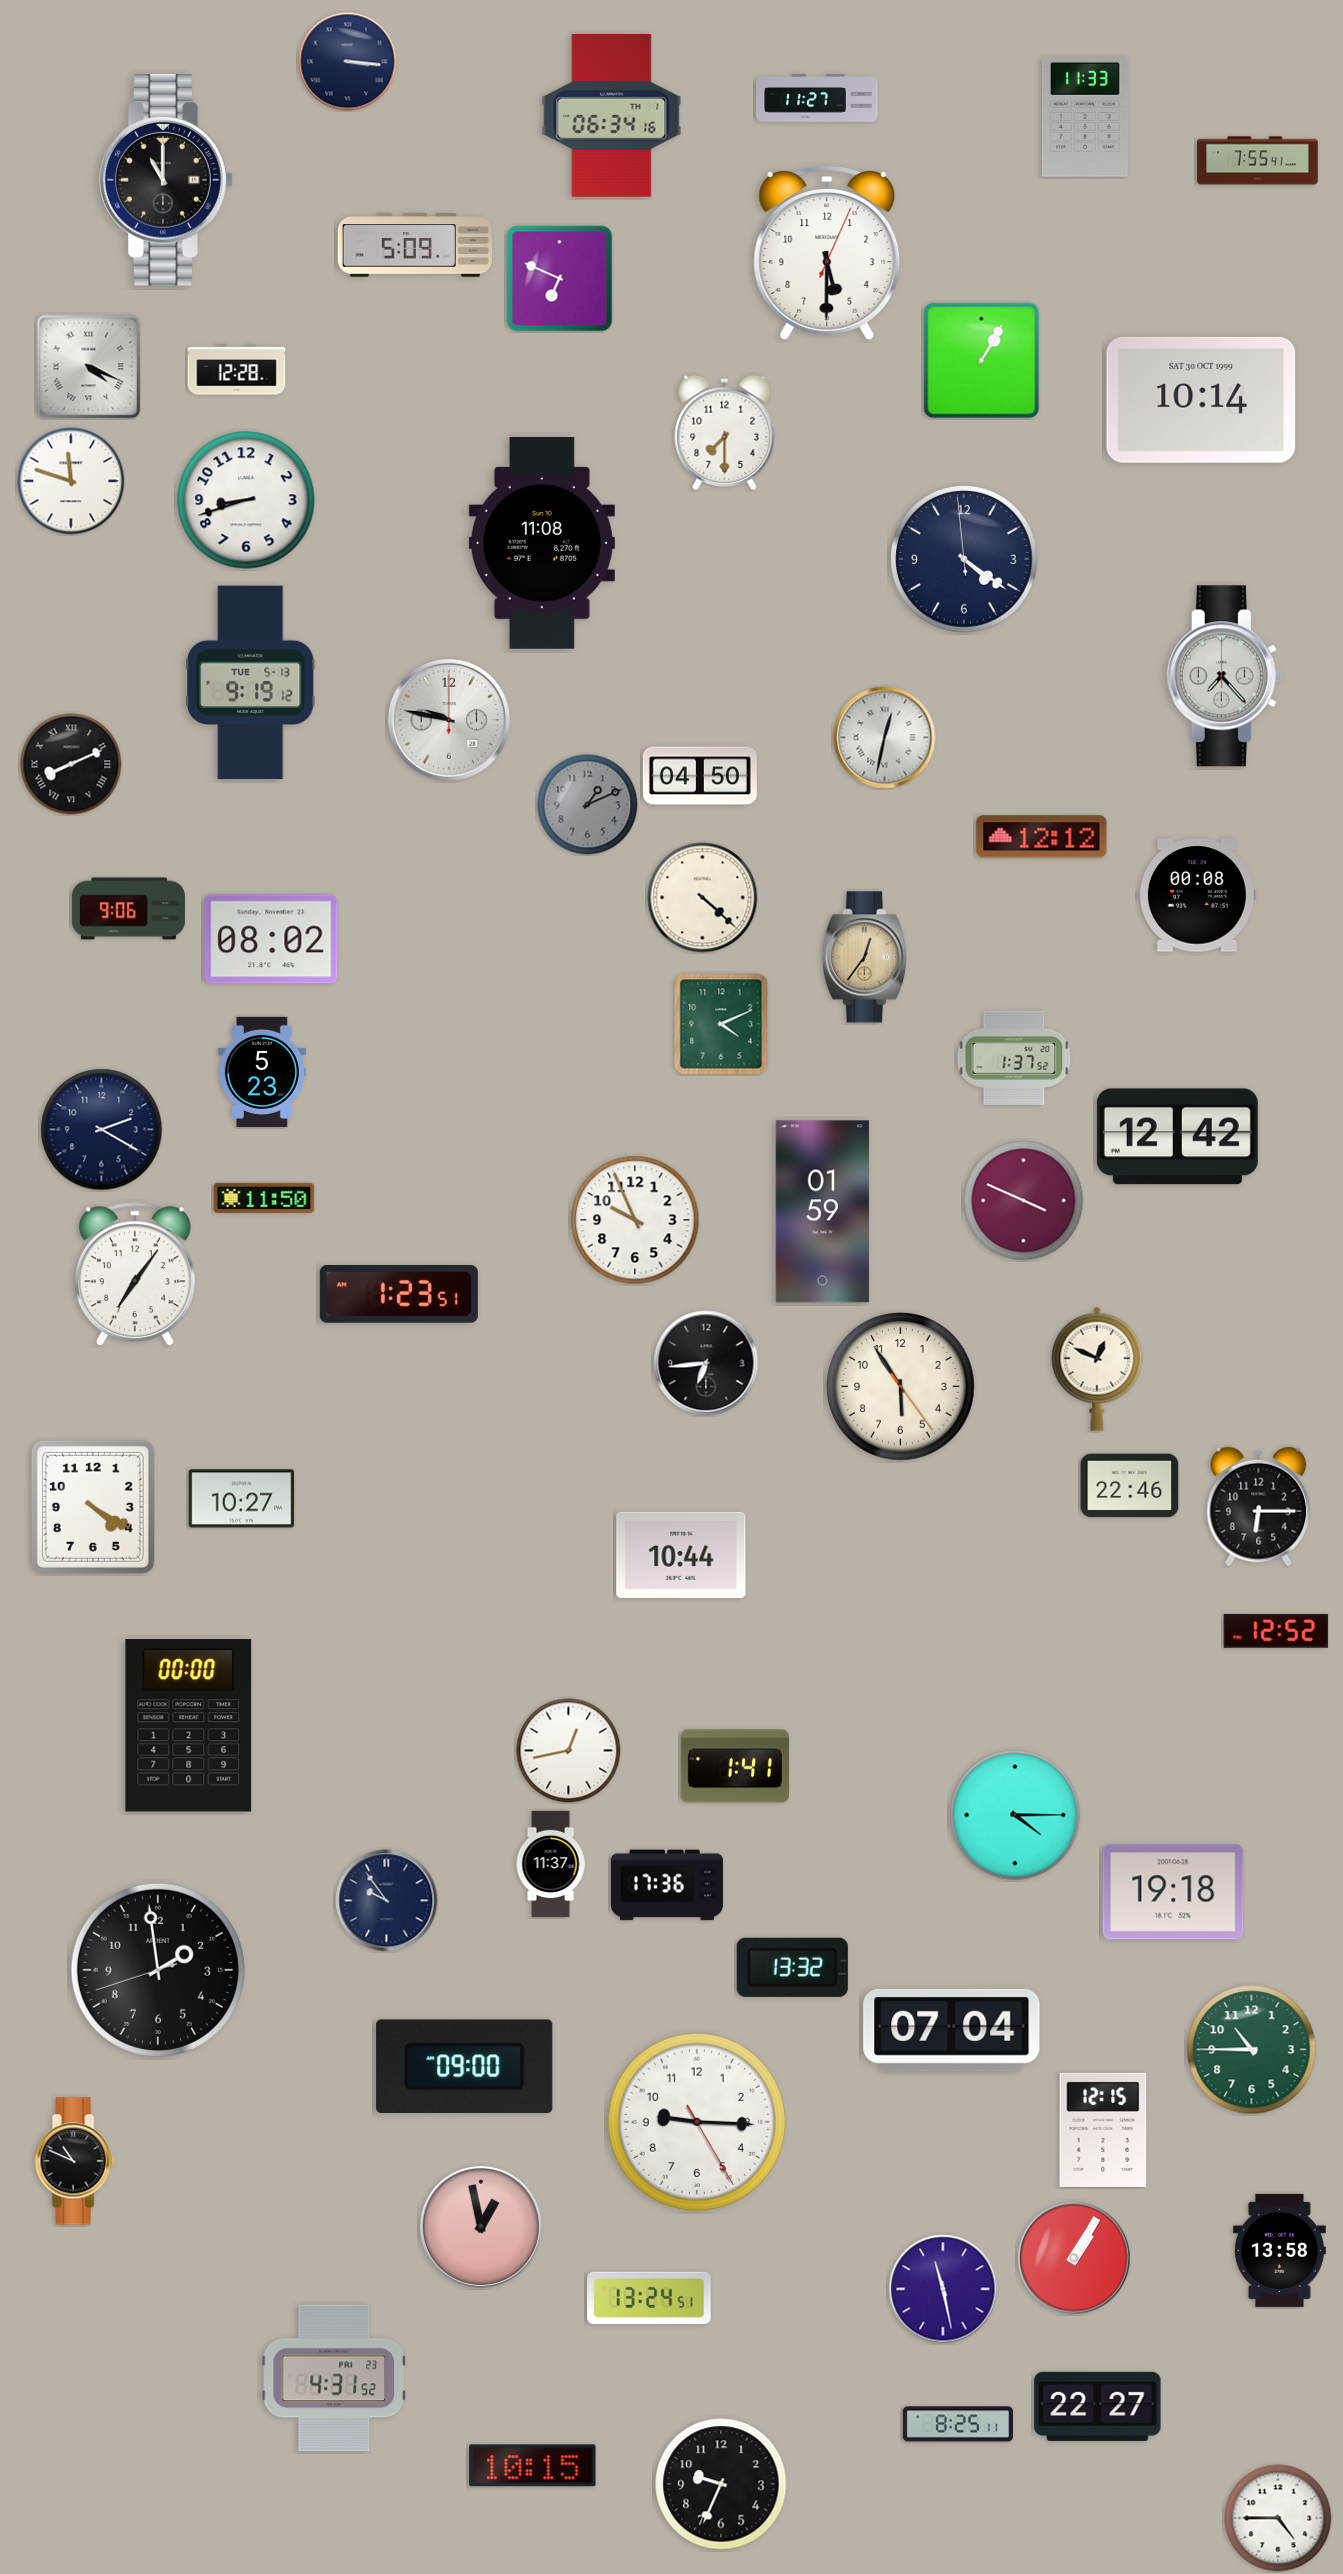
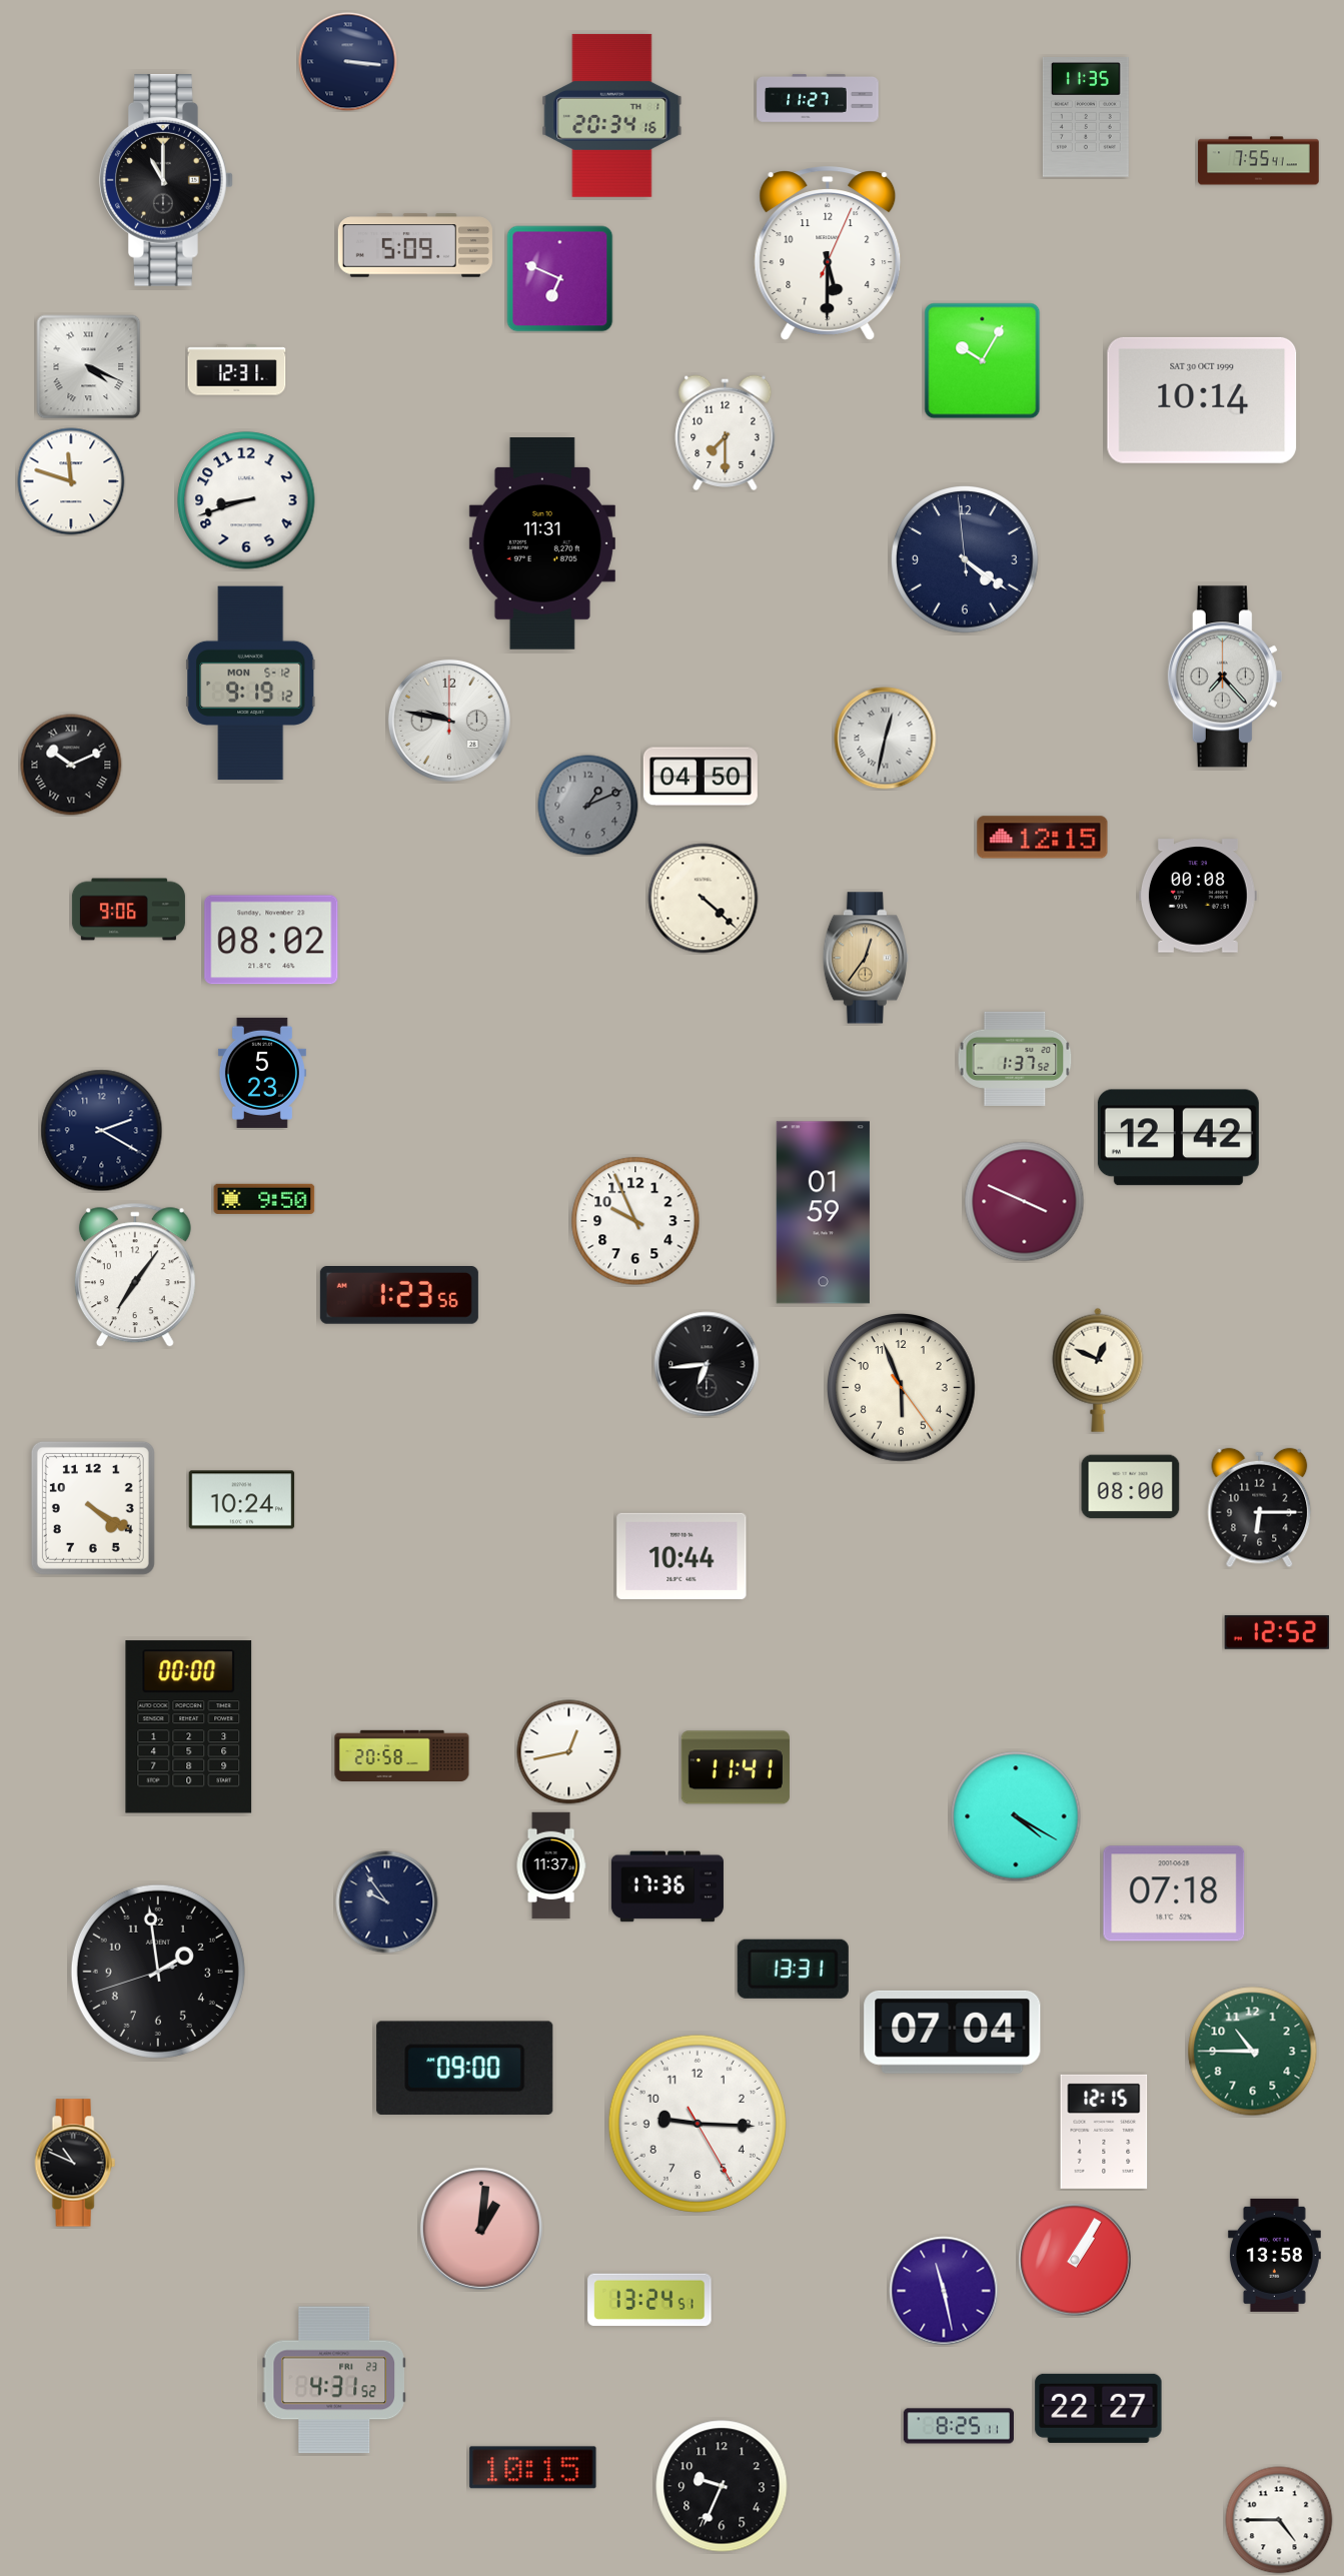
clock at (612, 115): 06:34 -> 20:34
clock at (1085, 118): 11:33 -> 11:35
clock at (982, 361): 1:05 -> 10:05
clock at (237, 370): 12:28 -> 12:31
clock at (542, 543): 11:08 -> 11:31
clock at (251, 683) date: TUE 5-13 -> MON 5-12
clock at (71, 764): 8:11 -> 10:11
clock at (1042, 837): 12:12 -> 12:15
clock at (721, 1024): 4:11 -> none
clock at (264, 1198): 11:50 -> 9:50
clock at (399, 1295): 1:23:51 -> 1:23:56
clock at (901, 1387): 5:54 -> 5:56
clock at (1130, 1486): 22:46 -> 08:00
clock at (242, 1499): 10:27 -> 10:24
clock at (402, 1755): none -> 20:58
clock at (735, 1766): 1:41 -> 11:41
clock at (1015, 1815): 4:15 -> 4:20
clock at (1173, 1892): 19:18 -> 07:18
clock at (792, 1967): 13:32 -> 13:31
clock at (481, 2227): 12:58 -> 1:01
clock at (1279, 2250) position: (1279, 2250) -> (1274, 2255)
